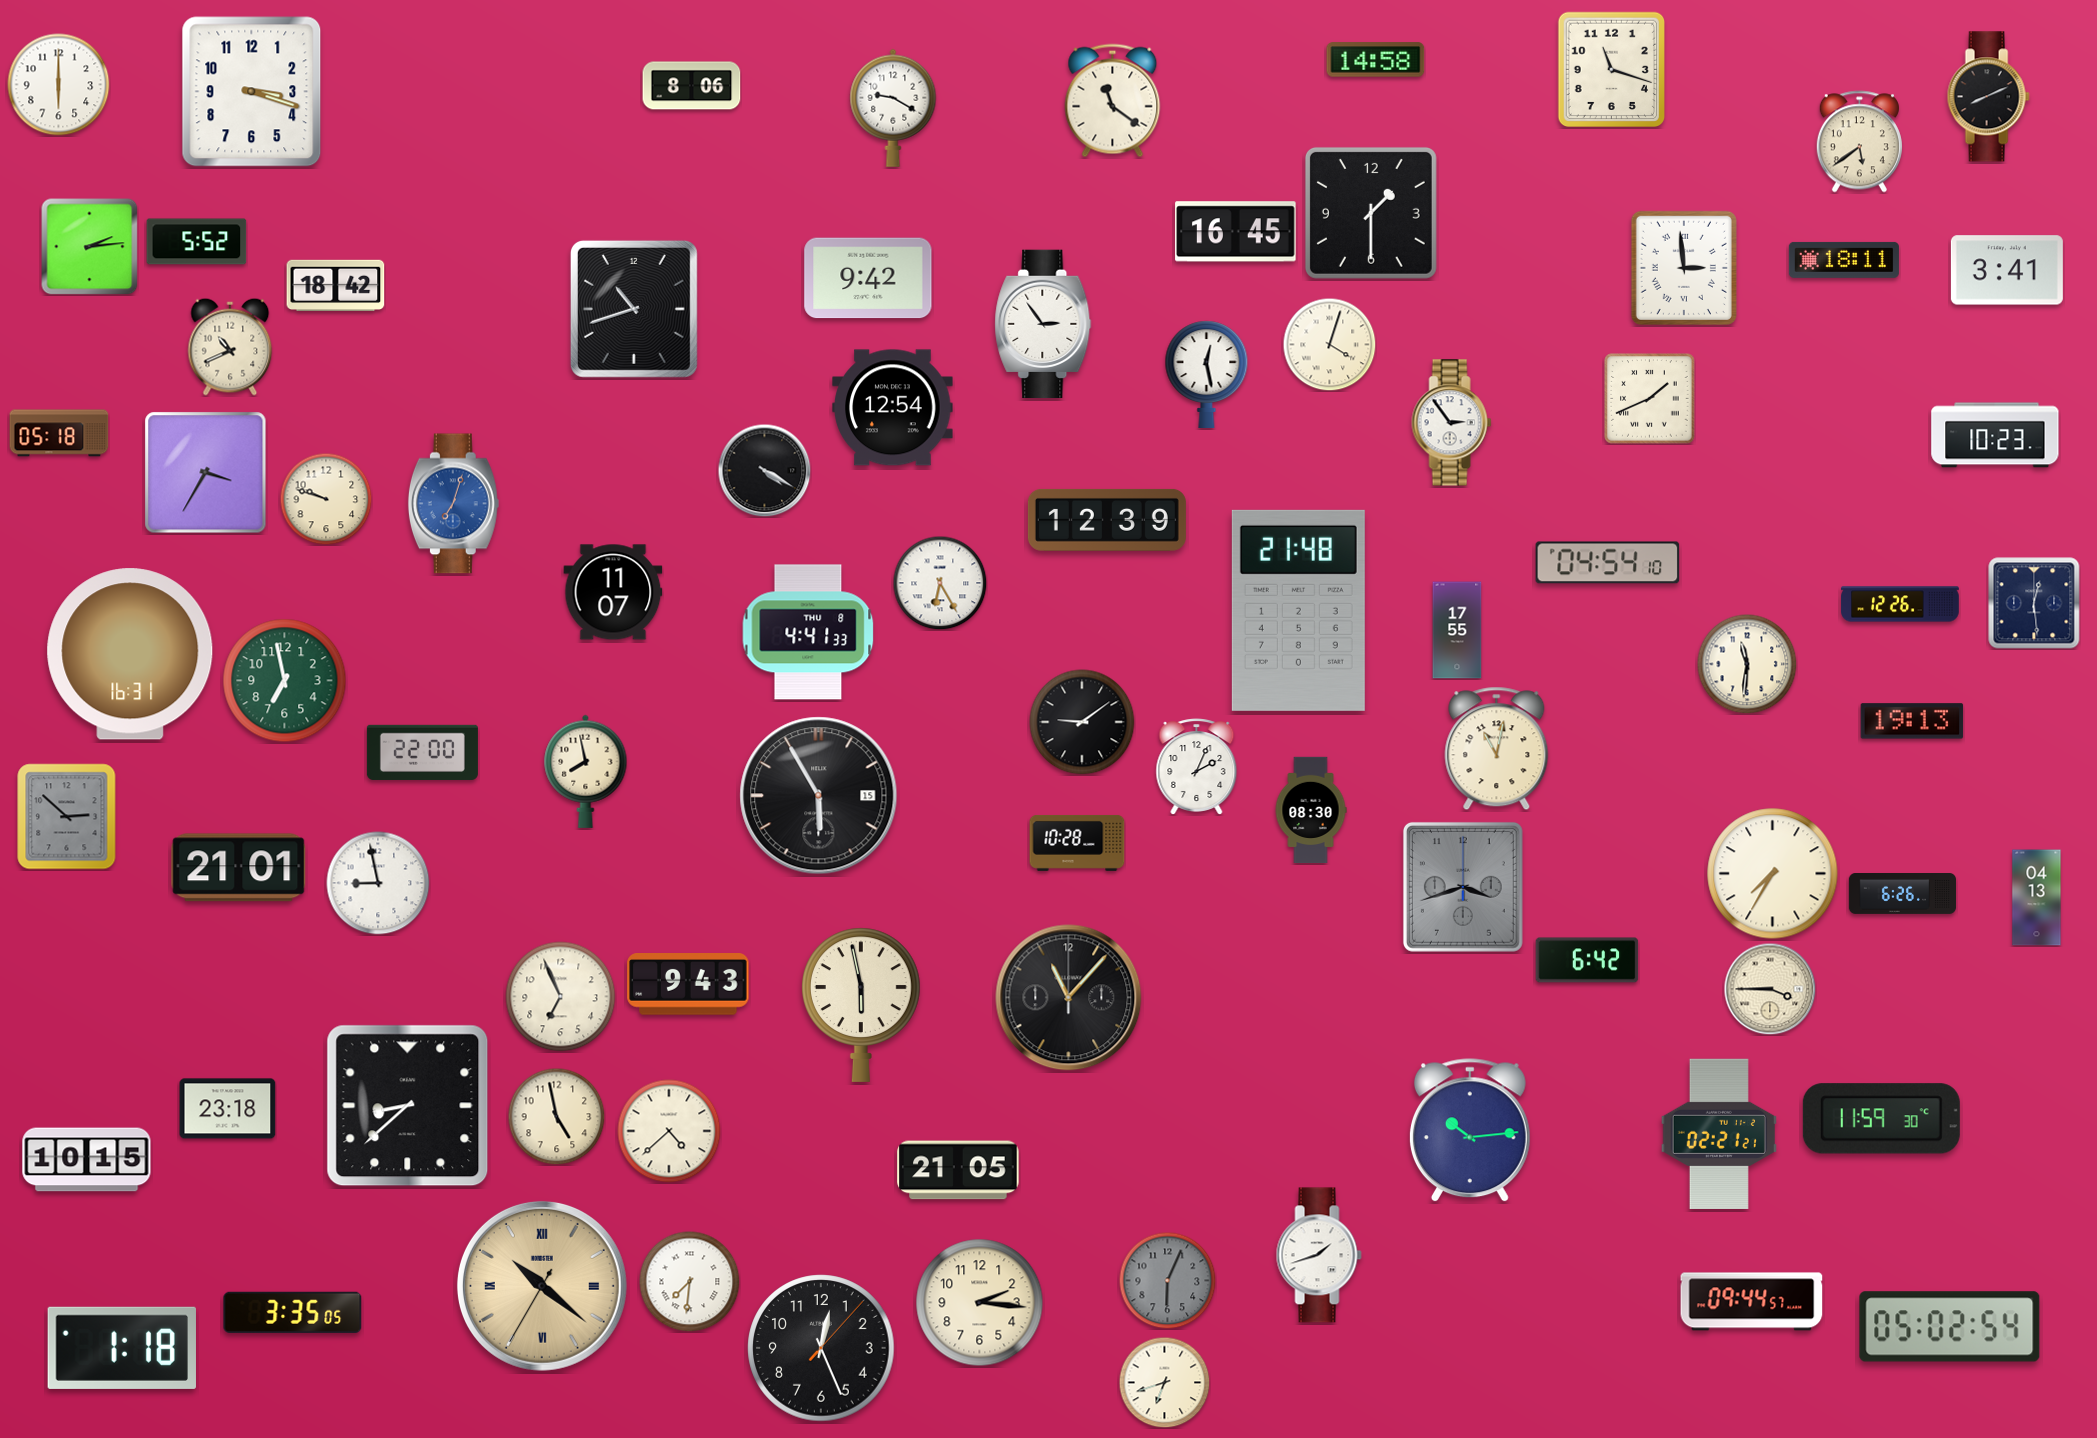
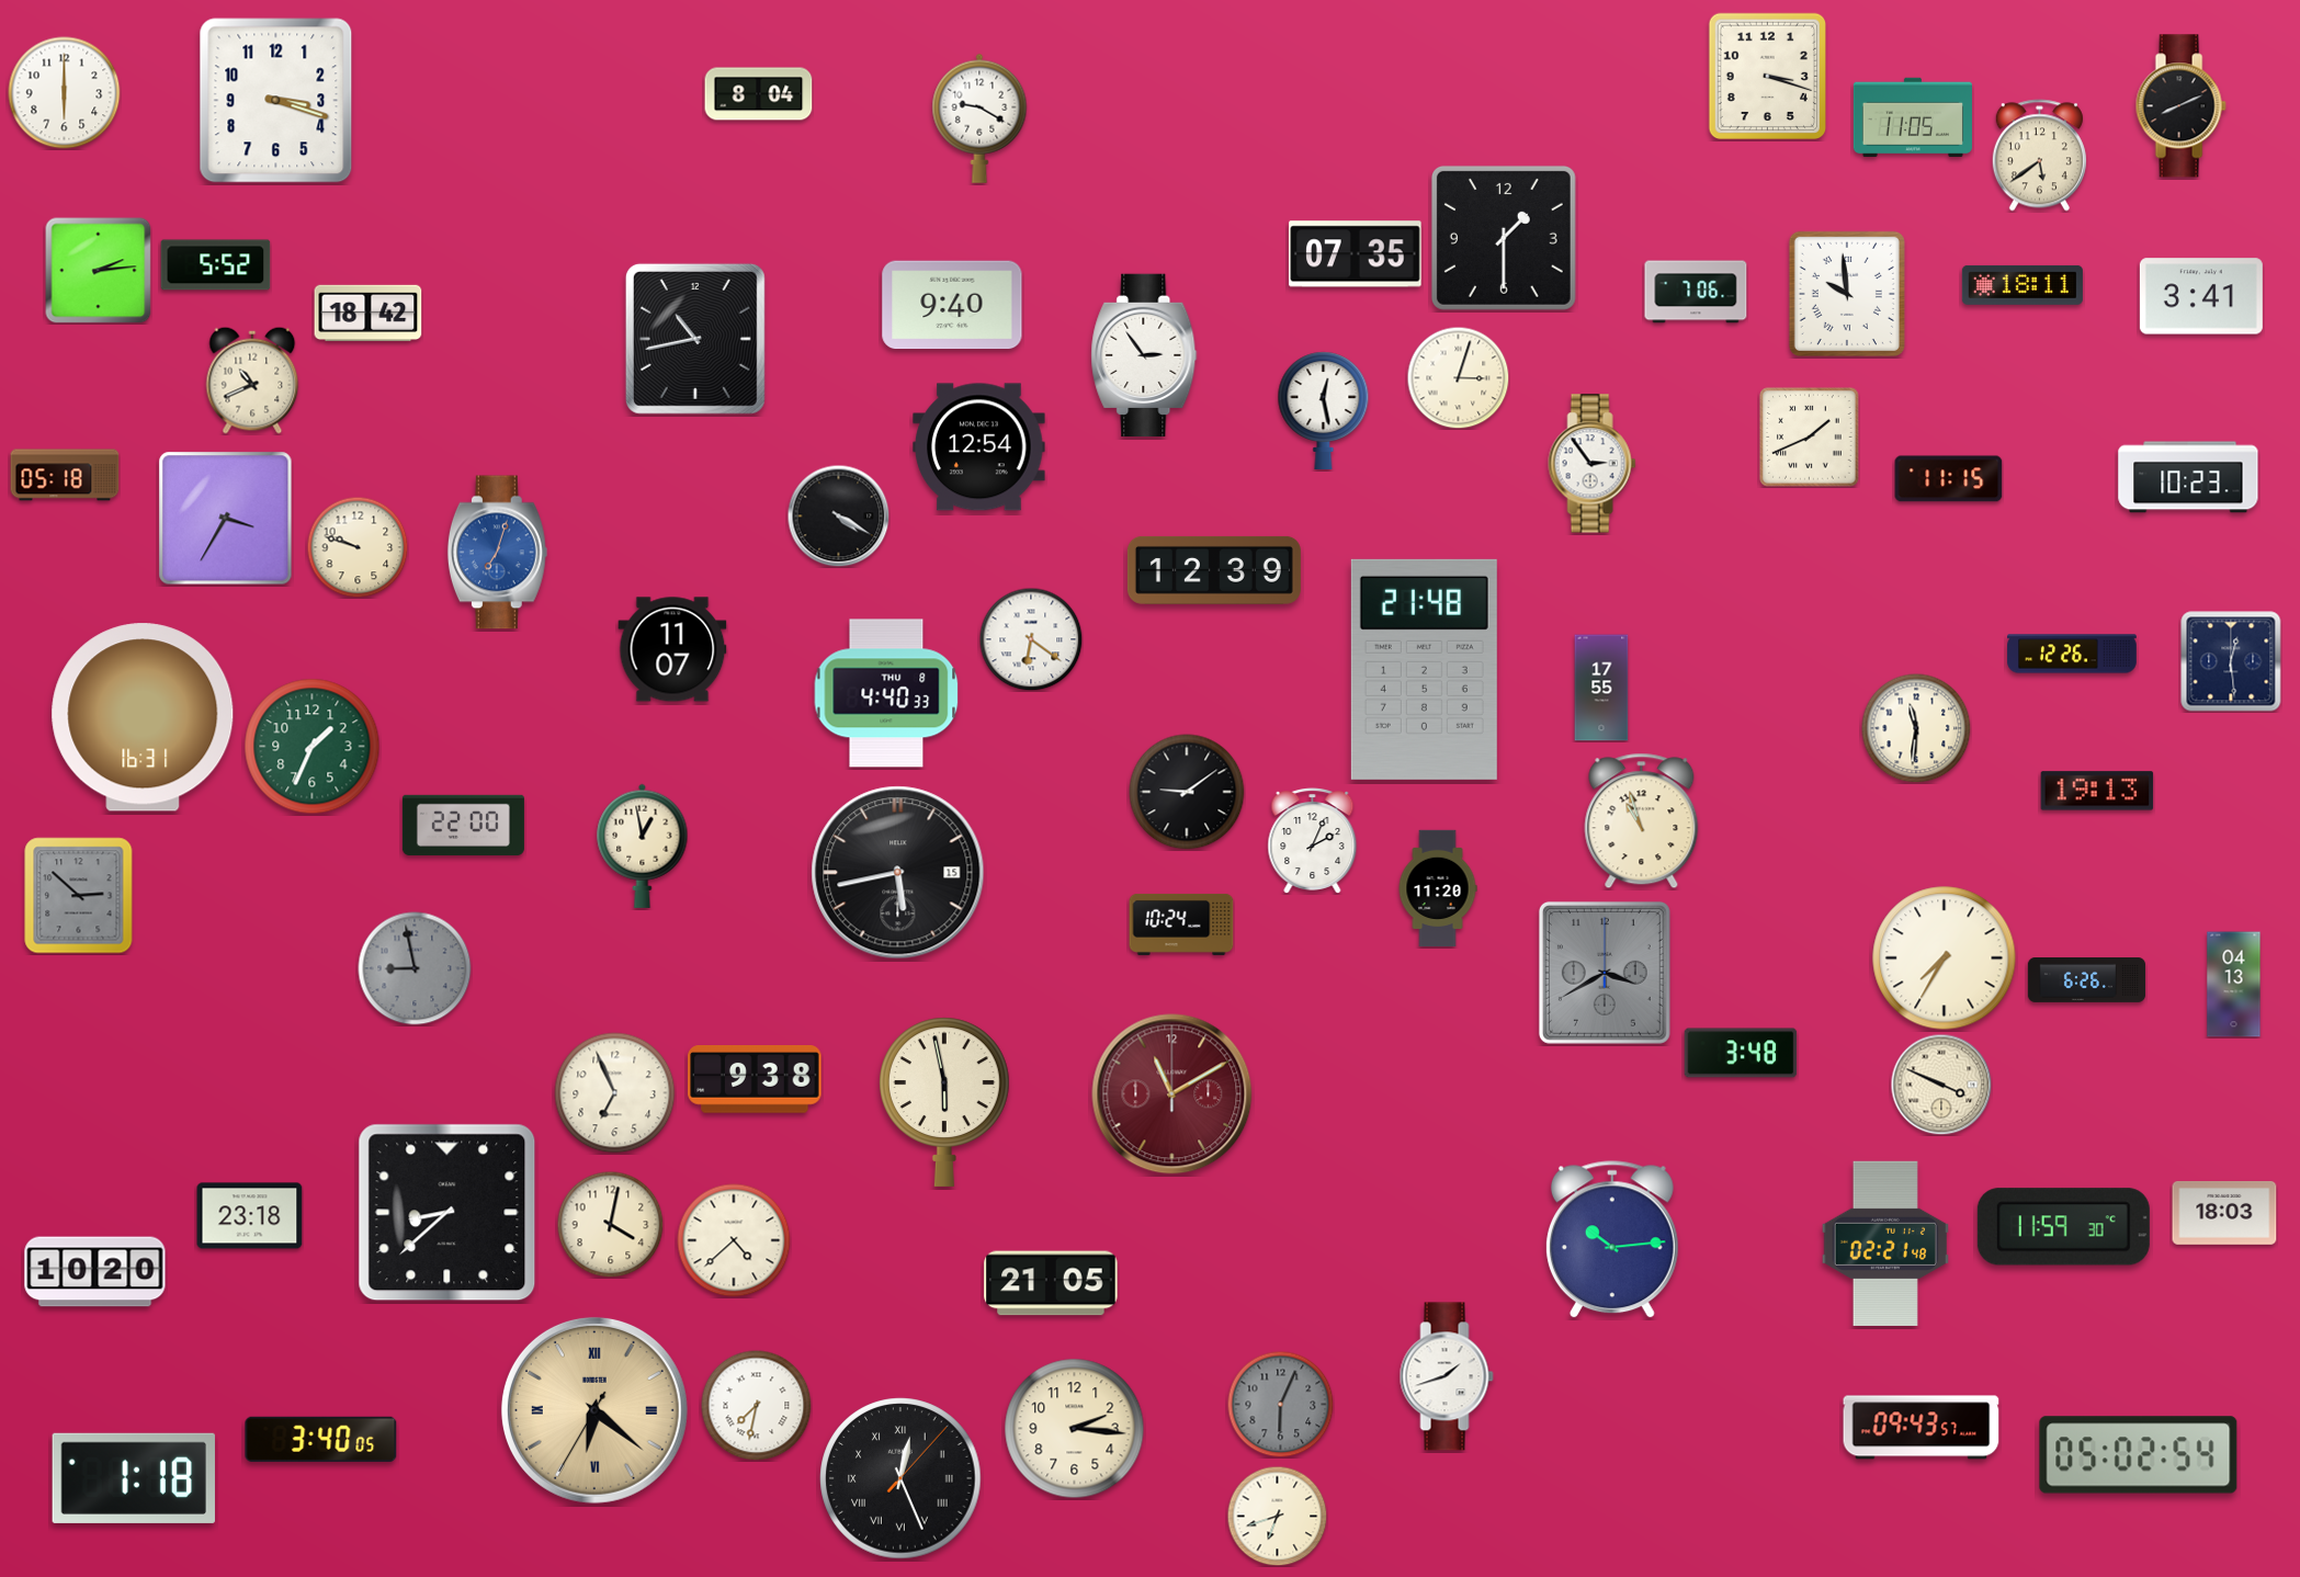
clock at (1376, 60): 14:58 -> none
clock at (1611, 69): 11:18 -> 3:18
clock at (692, 86): 8:06 -> 8:04
clock at (1113, 101): 11:21 -> none
clock at (1913, 117): none -> 11:05
clock at (1371, 213) position: (1371, 213) -> (1504, 238)
clock at (1236, 232): 16:45 -> 07:35
clock at (1696, 292): none -> 7:06
clock at (1684, 268): 2:59 -> 9:59
clock at (868, 278): 9:42 -> 9:40
clock at (634, 309): 10:42 -> 10:43
clock at (1329, 344): 4:03 -> 3:03
clock at (1949, 479): none -> 11:15
clock at (1608, 563): 04:54 -> none
clock at (940, 583): 6:25 -> 6:21
clock at (1900, 604) position: (1900, 604) -> (2072, 654)
clock at (1457, 630) position: (1457, 630) -> (1601, 688)
clock at (808, 632): 4:41 -> 4:40
clock at (285, 681): 6:58 -> 1:34
clock at (1497, 749): 11:02 -> 10:57
clock at (586, 771): 7:58 -> 12:58
clock at (819, 796): 5:55 -> 5:43
clock at (1311, 810): 08:30 -> 11:20
clock at (67, 817) position: (67, 817) -> (79, 896)
clock at (1077, 843): 10:28 -> 10:24
clock at (239, 868): 21:01 -> none
clock at (378, 883) dial: white -> grey
clock at (1463, 887): 3:42 -> 3:40
clock at (1587, 960): 6:42 -> 3:48
clock at (688, 984): 9:43 -> 9:38
clock at (1770, 989): 3:45 -> 3:49
clock at (1069, 998): 11:07 -> 11:10
clock at (1069, 998) dial: black -> burgundy
clock at (2224, 1214): none -> 18:03
clock at (556, 1116): 4:58 -> 4:02
clock at (1719, 1134): 02:21:21 -> 02:21:48
clock at (87, 1160): 10:15 -> 10:20
clock at (690, 1282): 7:31 -> 7:32
clock at (542, 1286): 10:21 -> 6:21
clock at (1752, 1302): 09:44 -> 09:43
clock at (293, 1312): 3:35 -> 3:40
clock at (821, 1348) numerals: Arabic -> Roman
